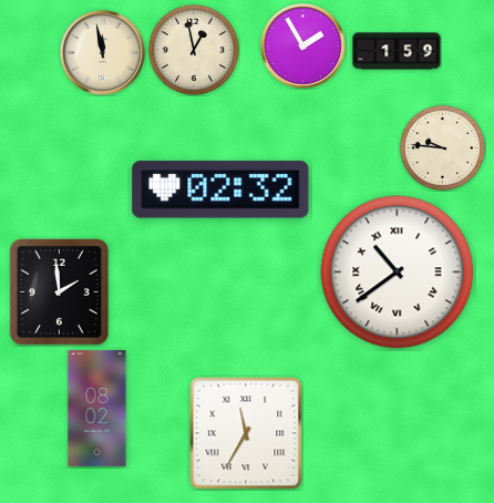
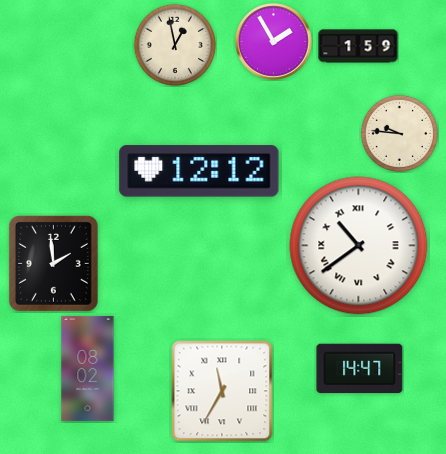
clock at (103, 53): 11:58 -> none
clock at (220, 189): 02:32 -> 12:12
clock at (360, 369): none -> 14:47
